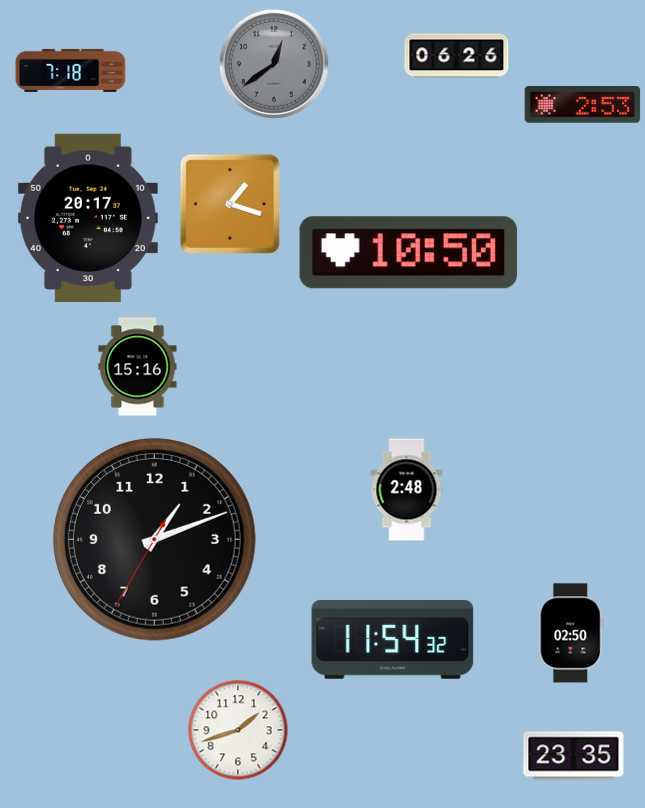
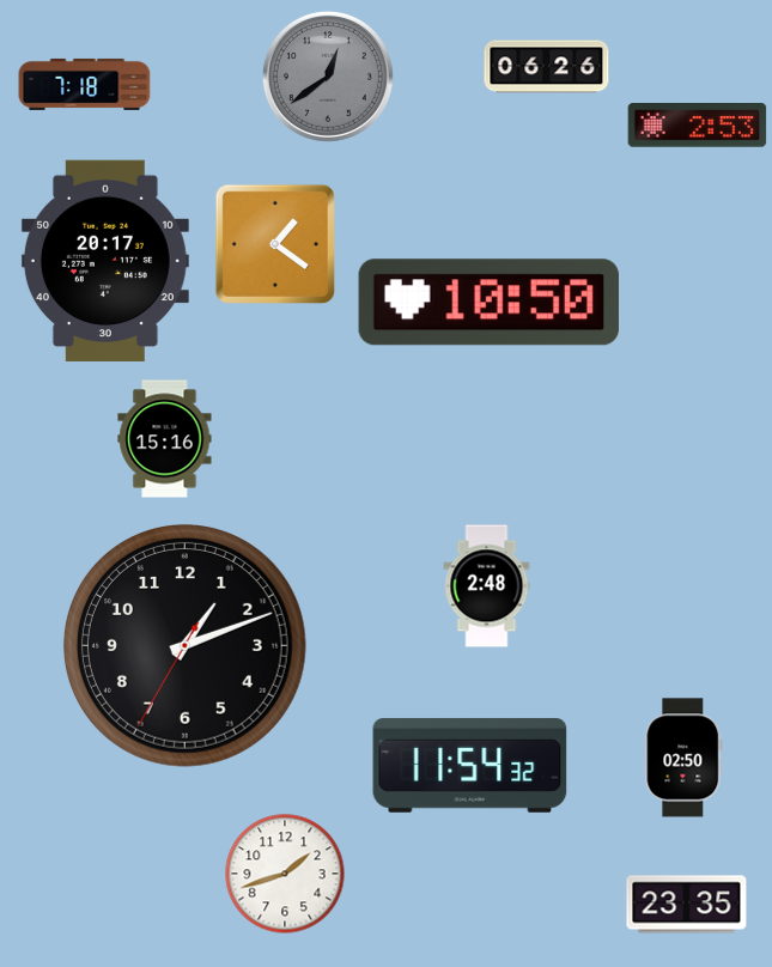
clock at (230, 204): 1:18 -> 1:21
